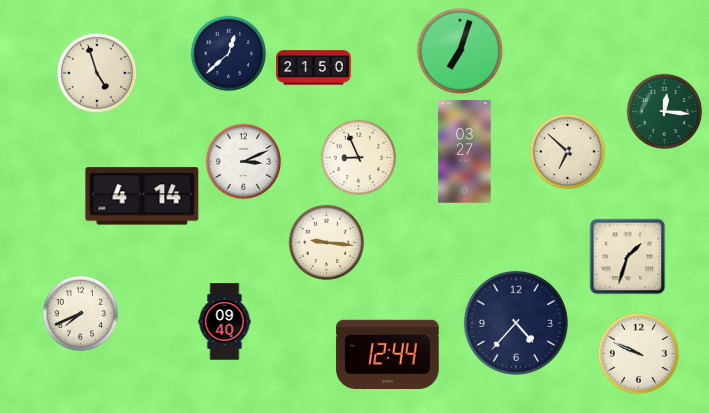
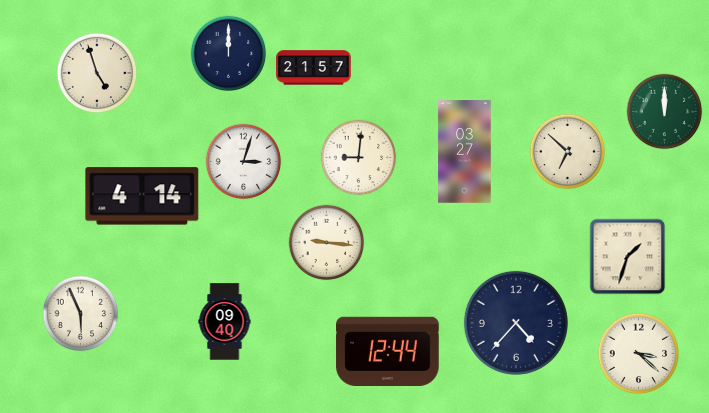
clock at (460, 51): 7:03 -> none
clock at (229, 54): 12:38 -> 12:00
clock at (314, 68): 21:50 -> 21:57
clock at (665, 112): 12:16 -> 12:00
clock at (359, 158): 8:56 -> 9:01
clock at (244, 162): 3:11 -> 3:03
clock at (81, 314): 7:41 -> 5:56
clock at (388, 354) position: (388, 354) -> (388, 351)
clock at (639, 354): 9:49 -> 3:22
